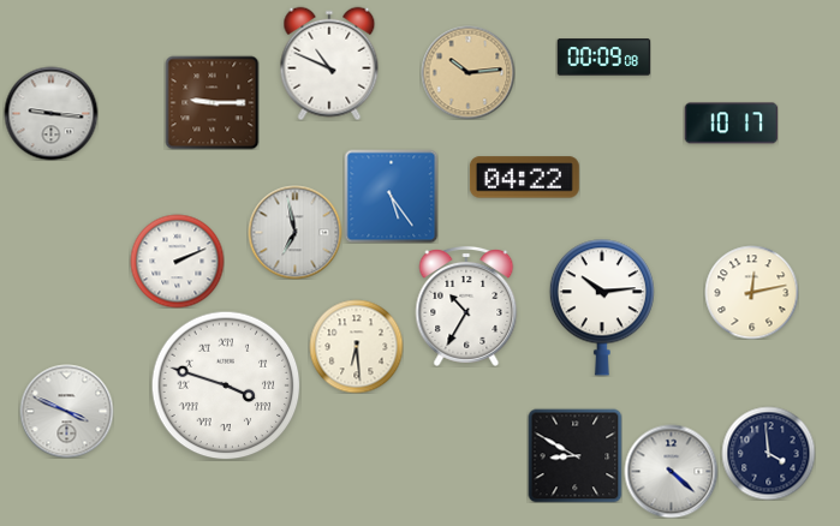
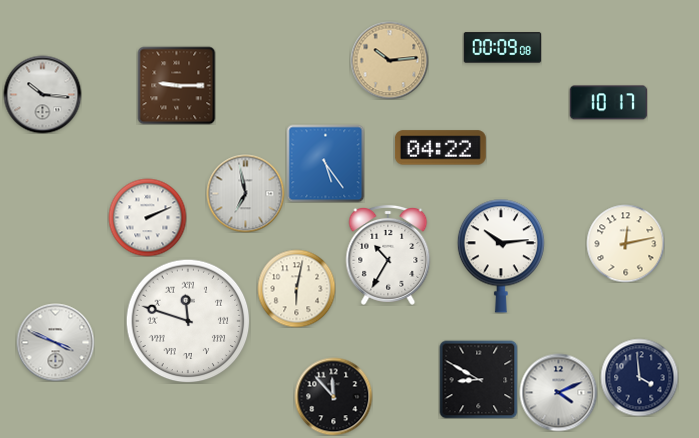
clock at (329, 64): 10:49 -> none
clock at (50, 113): 9:16 -> 10:16
clock at (524, 178) position: (524, 178) -> (440, 148)
clock at (356, 346): 6:29 -> 6:02
clock at (226, 385): 3:48 -> 11:48
clock at (671, 471): 4:22 -> 4:11
clock at (333, 396): none -> 11:53
